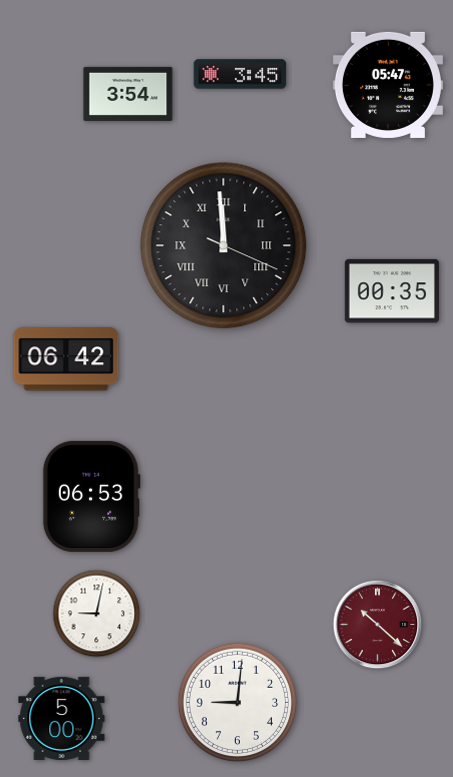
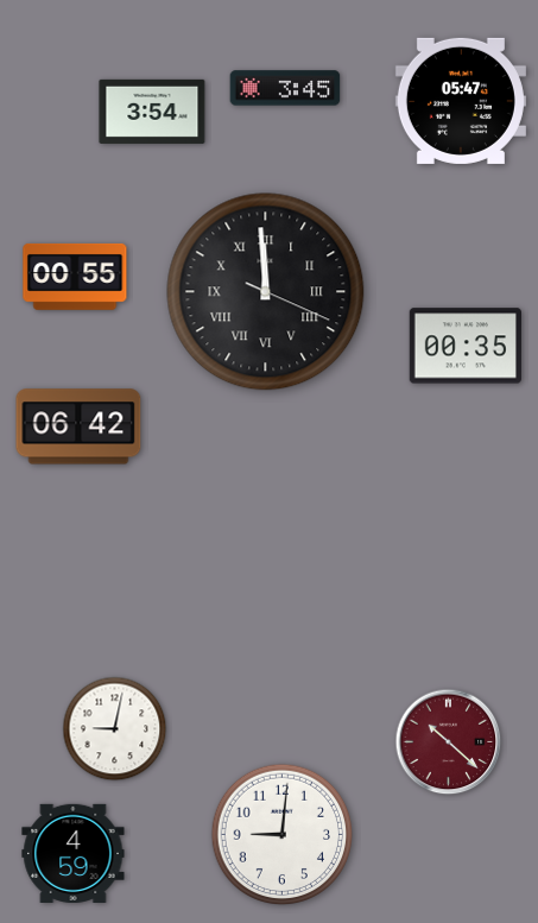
clock at (75, 277): none -> 00:55
clock at (91, 496): 06:53 -> none
clock at (62, 718): 5:00 -> 4:59
